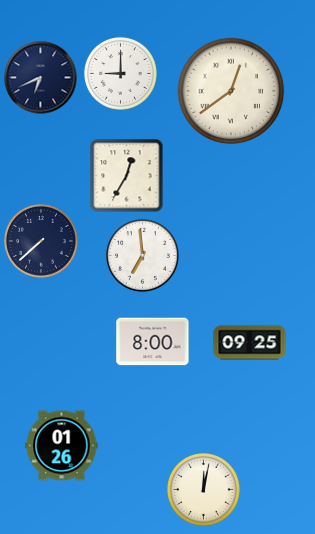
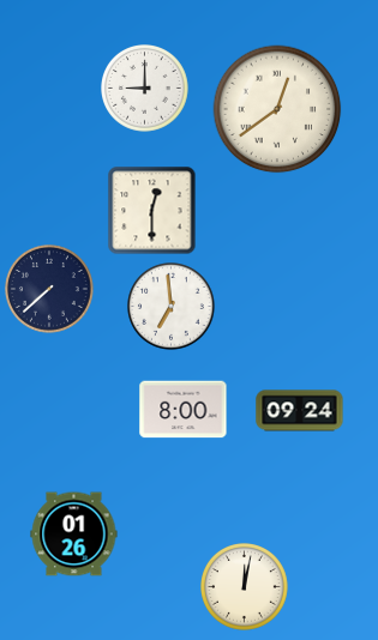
clock at (41, 78): 6:41 -> none
clock at (127, 176): 12:35 -> 12:30
clock at (250, 343): 09:25 -> 09:24
